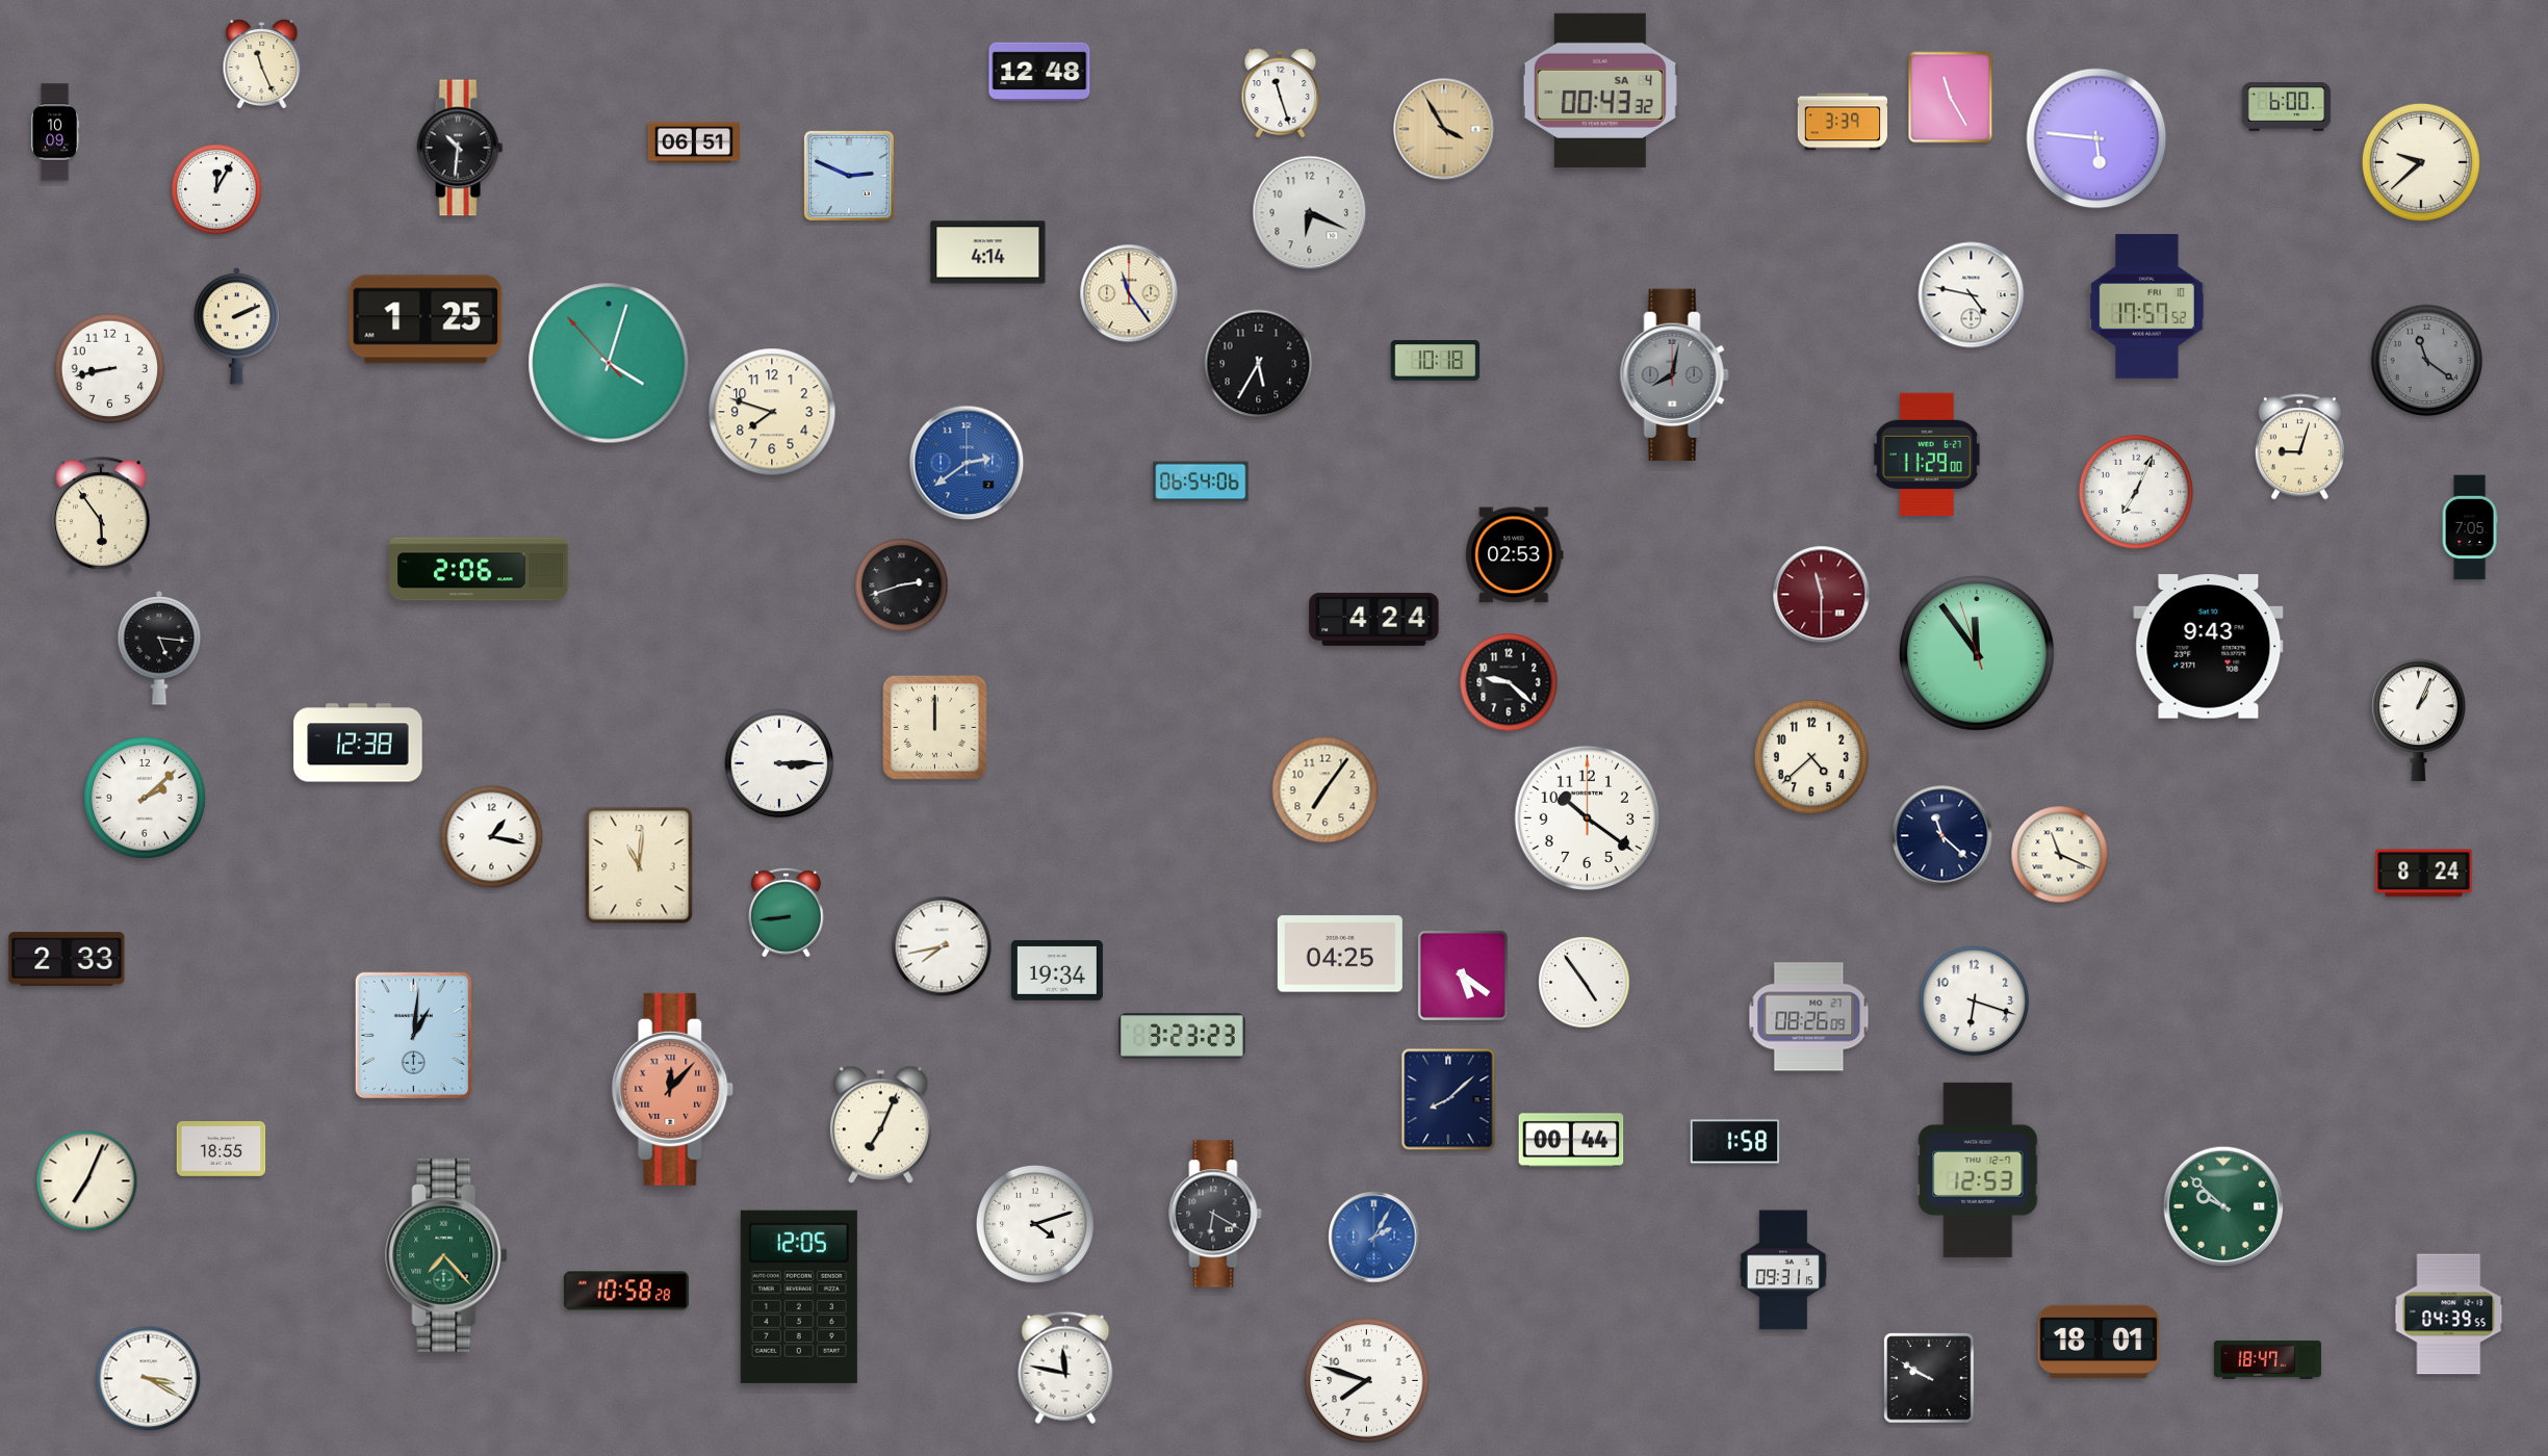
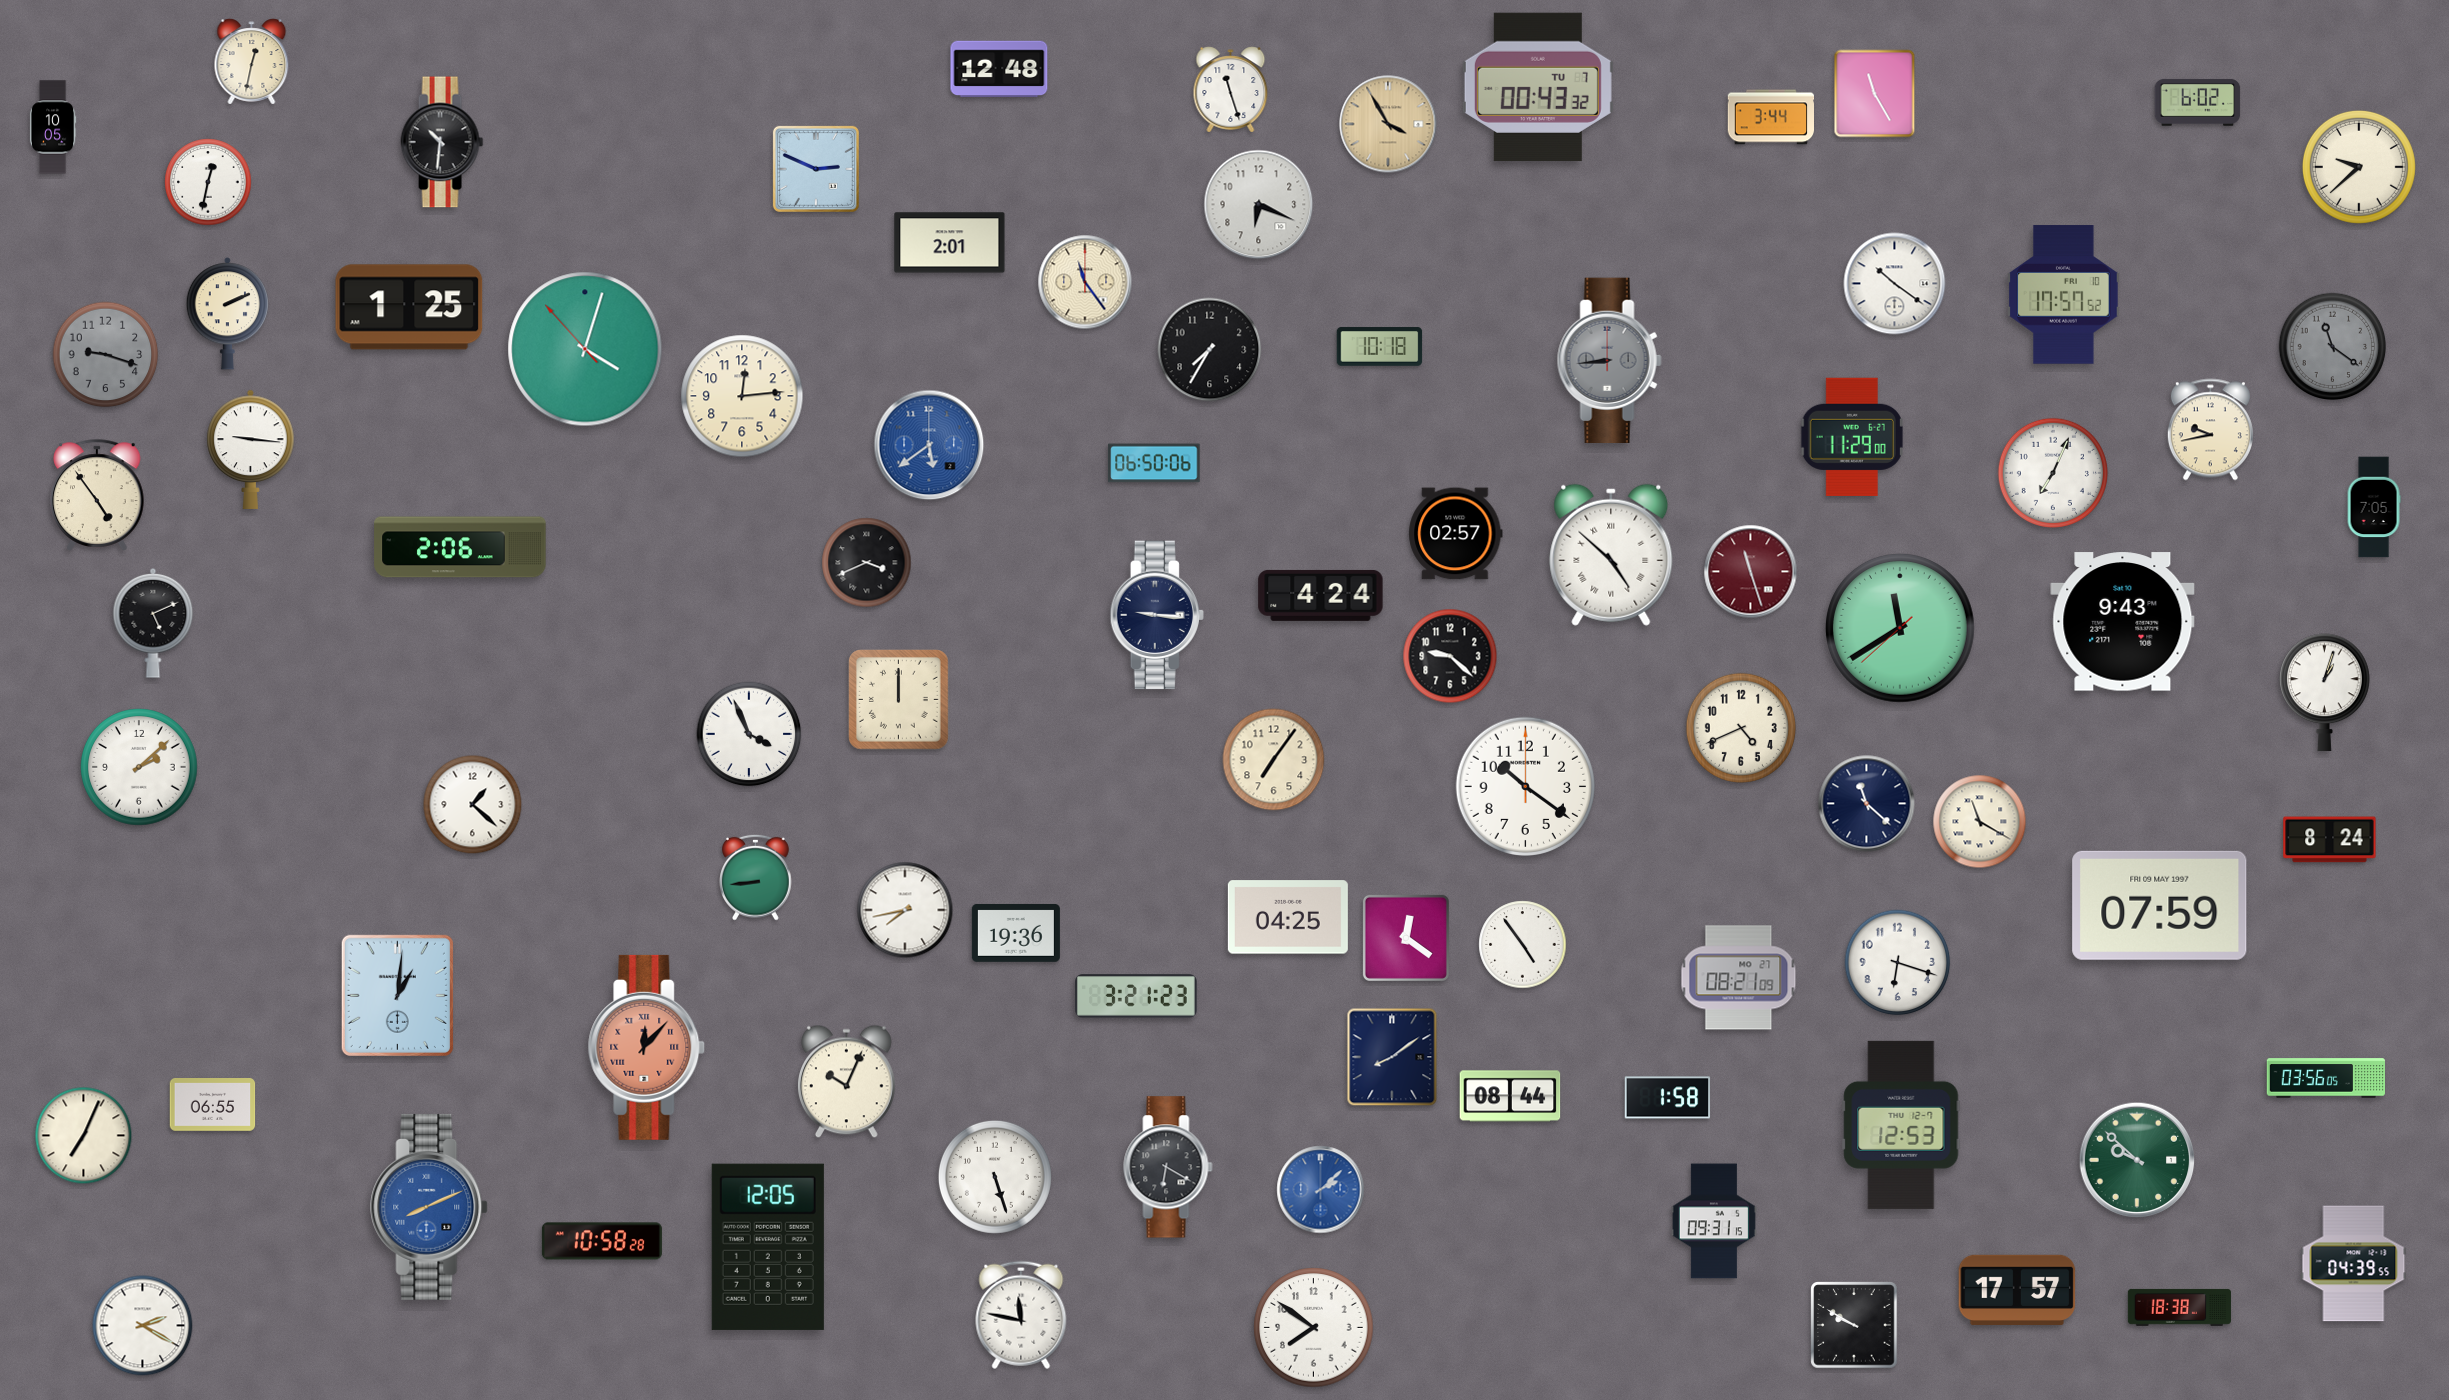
clock at (262, 64): 11:26 -> 12:32
clock at (1600, 89) date: SA 4 -> TU 7
clock at (2287, 107): 6:00 -> 6:02
clock at (1842, 122): 3:39 -> 3:44
clock at (55, 132): 10:09 -> 10:05
clock at (2096, 138): 5:46 -> none
clock at (694, 142): 06:51 -> none
clock at (2421, 162) position: (2421, 162) -> (2359, 167)
clock at (216, 189): 12:05 -> 12:32
clock at (988, 253): 4:14 -> 2:01
clock at (1972, 295): 4:47 -> 10:21
clock at (1259, 364): 5:35 -> 7:35
clock at (110, 369): 8:43 -> 9:18
clock at (110, 369) dial: white -> grey
clock at (1674, 374): 8:02 -> 8:44
clock at (772, 412): 7:48 -> 12:14
clock at (2299, 447): 9:03 -> 9:43
clock at (967, 463): 2:39 -> 5:39
clock at (251, 449): none -> 9:16
clock at (1201, 482): 06:54 -> 06:50
clock at (101, 515): 5:54 -> 4:54
clock at (1515, 555): 02:53 -> 02:57
clock at (1611, 555): none -> 4:52
clock at (902, 586): 2:42 -> 3:41
clock at (1822, 595): 11:30 -> 11:27
clock at (1157, 615): none -> 9:16
clock at (159, 648): 5:16 -> 5:11
clock at (1978, 654): 11:53 -> 11:39
clock at (2419, 721): 1:04 -> 1:03
clock at (358, 743): 12:38 -> none
clock at (1811, 757): 4:38 -> 4:41
clock at (779, 763): 3:15 -> 3:56
clock at (492, 837): 1:17 -> 1:22
clock at (2060, 855): 11:19 -> 11:20
clock at (639, 865): 11:01 -> none
clock at (2160, 905): none -> 07:59
clock at (67, 959): 2:33 -> none
clock at (1057, 970): 19:34 -> 19:36
clock at (1463, 976): 5:21 -> 12:21
clock at (1809, 1017): 08:26 -> 08:21
clock at (1183, 1036): 3:23 -> 3:21
clock at (1448, 1099): 8:08 -> 8:09
clock at (2325, 1078): none -> 03:56
clock at (880, 1125): 7:04 -> 10:04
clock at (1571, 1140): 00:44 -> 08:44
clock at (222, 1149): 18:55 -> 06:55
clock at (1035, 1224): 4:12 -> 5:27
clock at (1374, 1238): 2:05 -> 2:08
clock at (447, 1255): 7:23 -> 8:11
clock at (447, 1255) dial: green -> blue
clock at (2099, 1342): 18:01 -> 17:57
clock at (2267, 1359): 18:47 -> 18:38
clock at (1065, 1368) position: (1065, 1368) -> (1021, 1315)
clock at (149, 1379): 3:20 -> 2:20
clock at (1367, 1381): 7:48 -> 7:51
